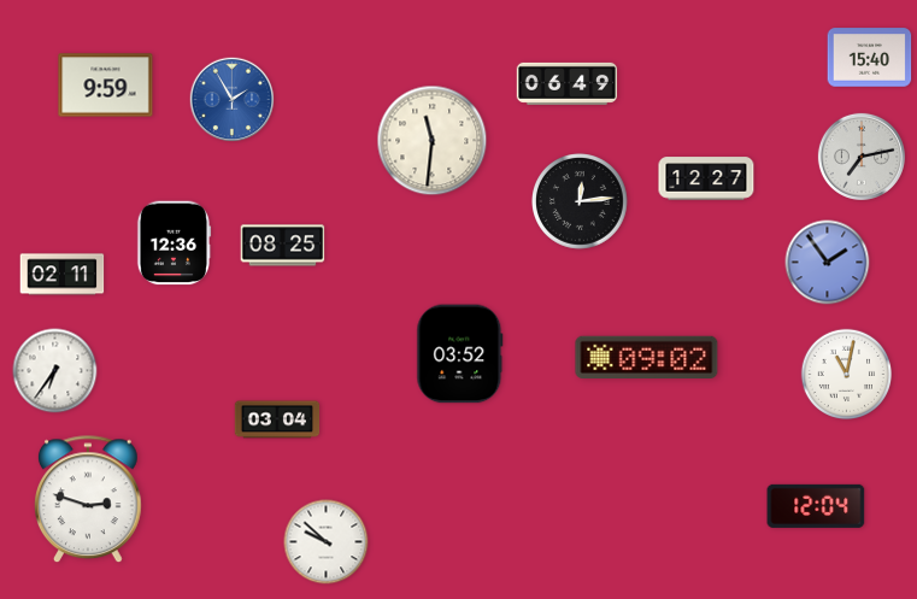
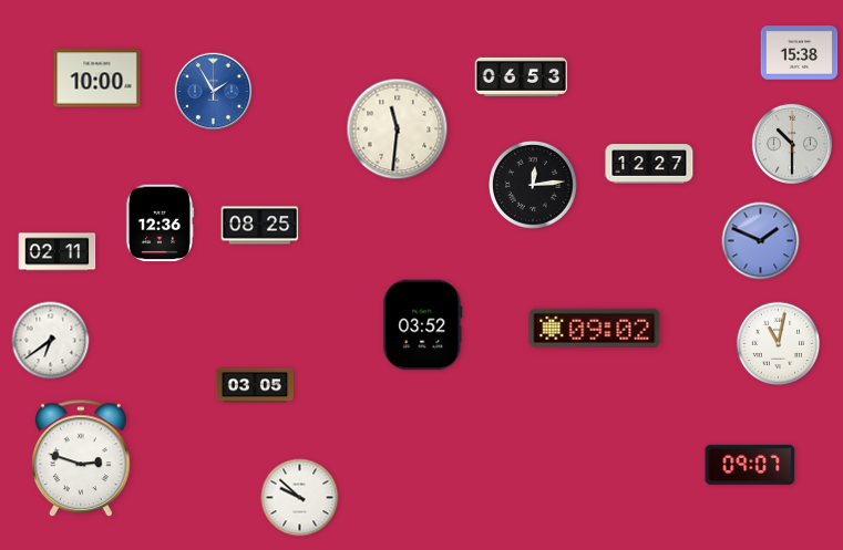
clock at (870, 58): 15:40 -> 15:38
clock at (568, 83): 06:49 -> 06:53
clock at (106, 86): 9:59 -> 10:00
clock at (862, 157): 7:13 -> 10:30
clock at (828, 263): 1:54 -> 1:49
clock at (55, 371): 6:36 -> 6:39
clock at (277, 419): 03:04 -> 03:05
clock at (816, 506): 12:04 -> 09:07
